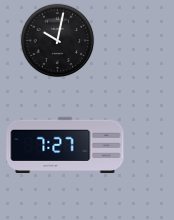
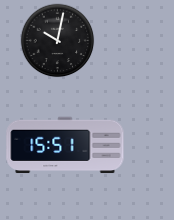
clock at (65, 145): 7:27 -> 15:51
